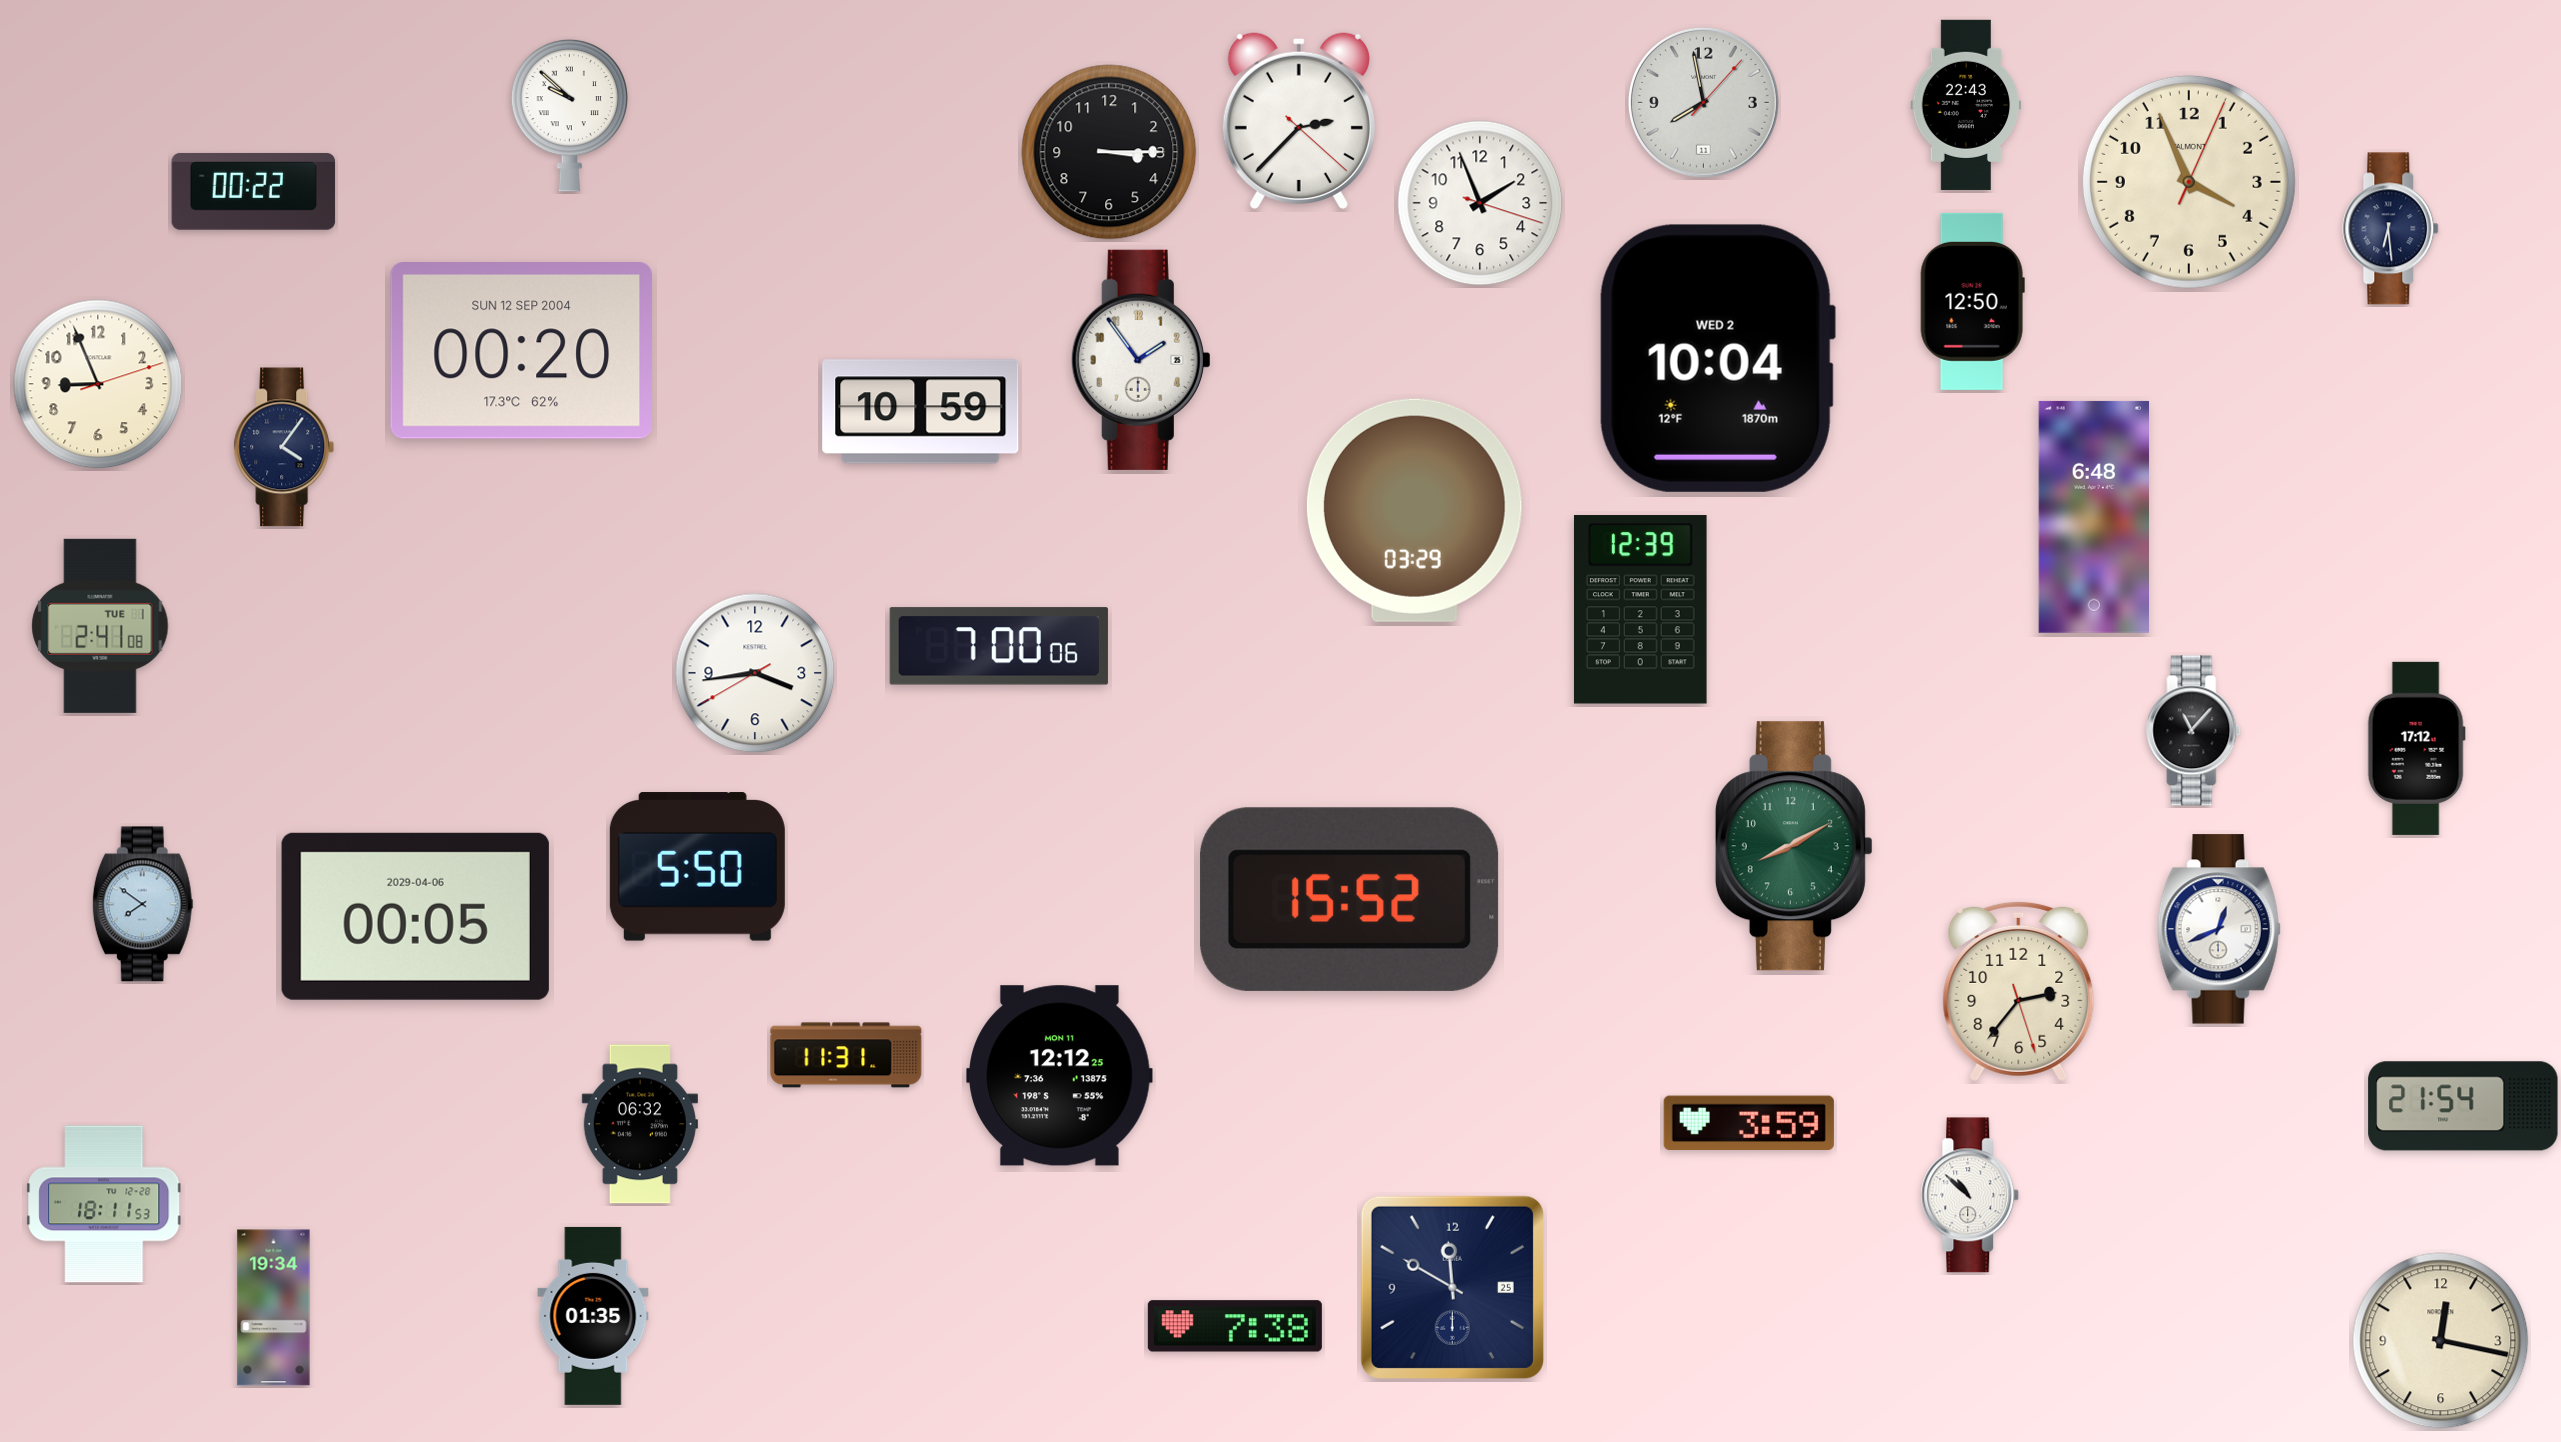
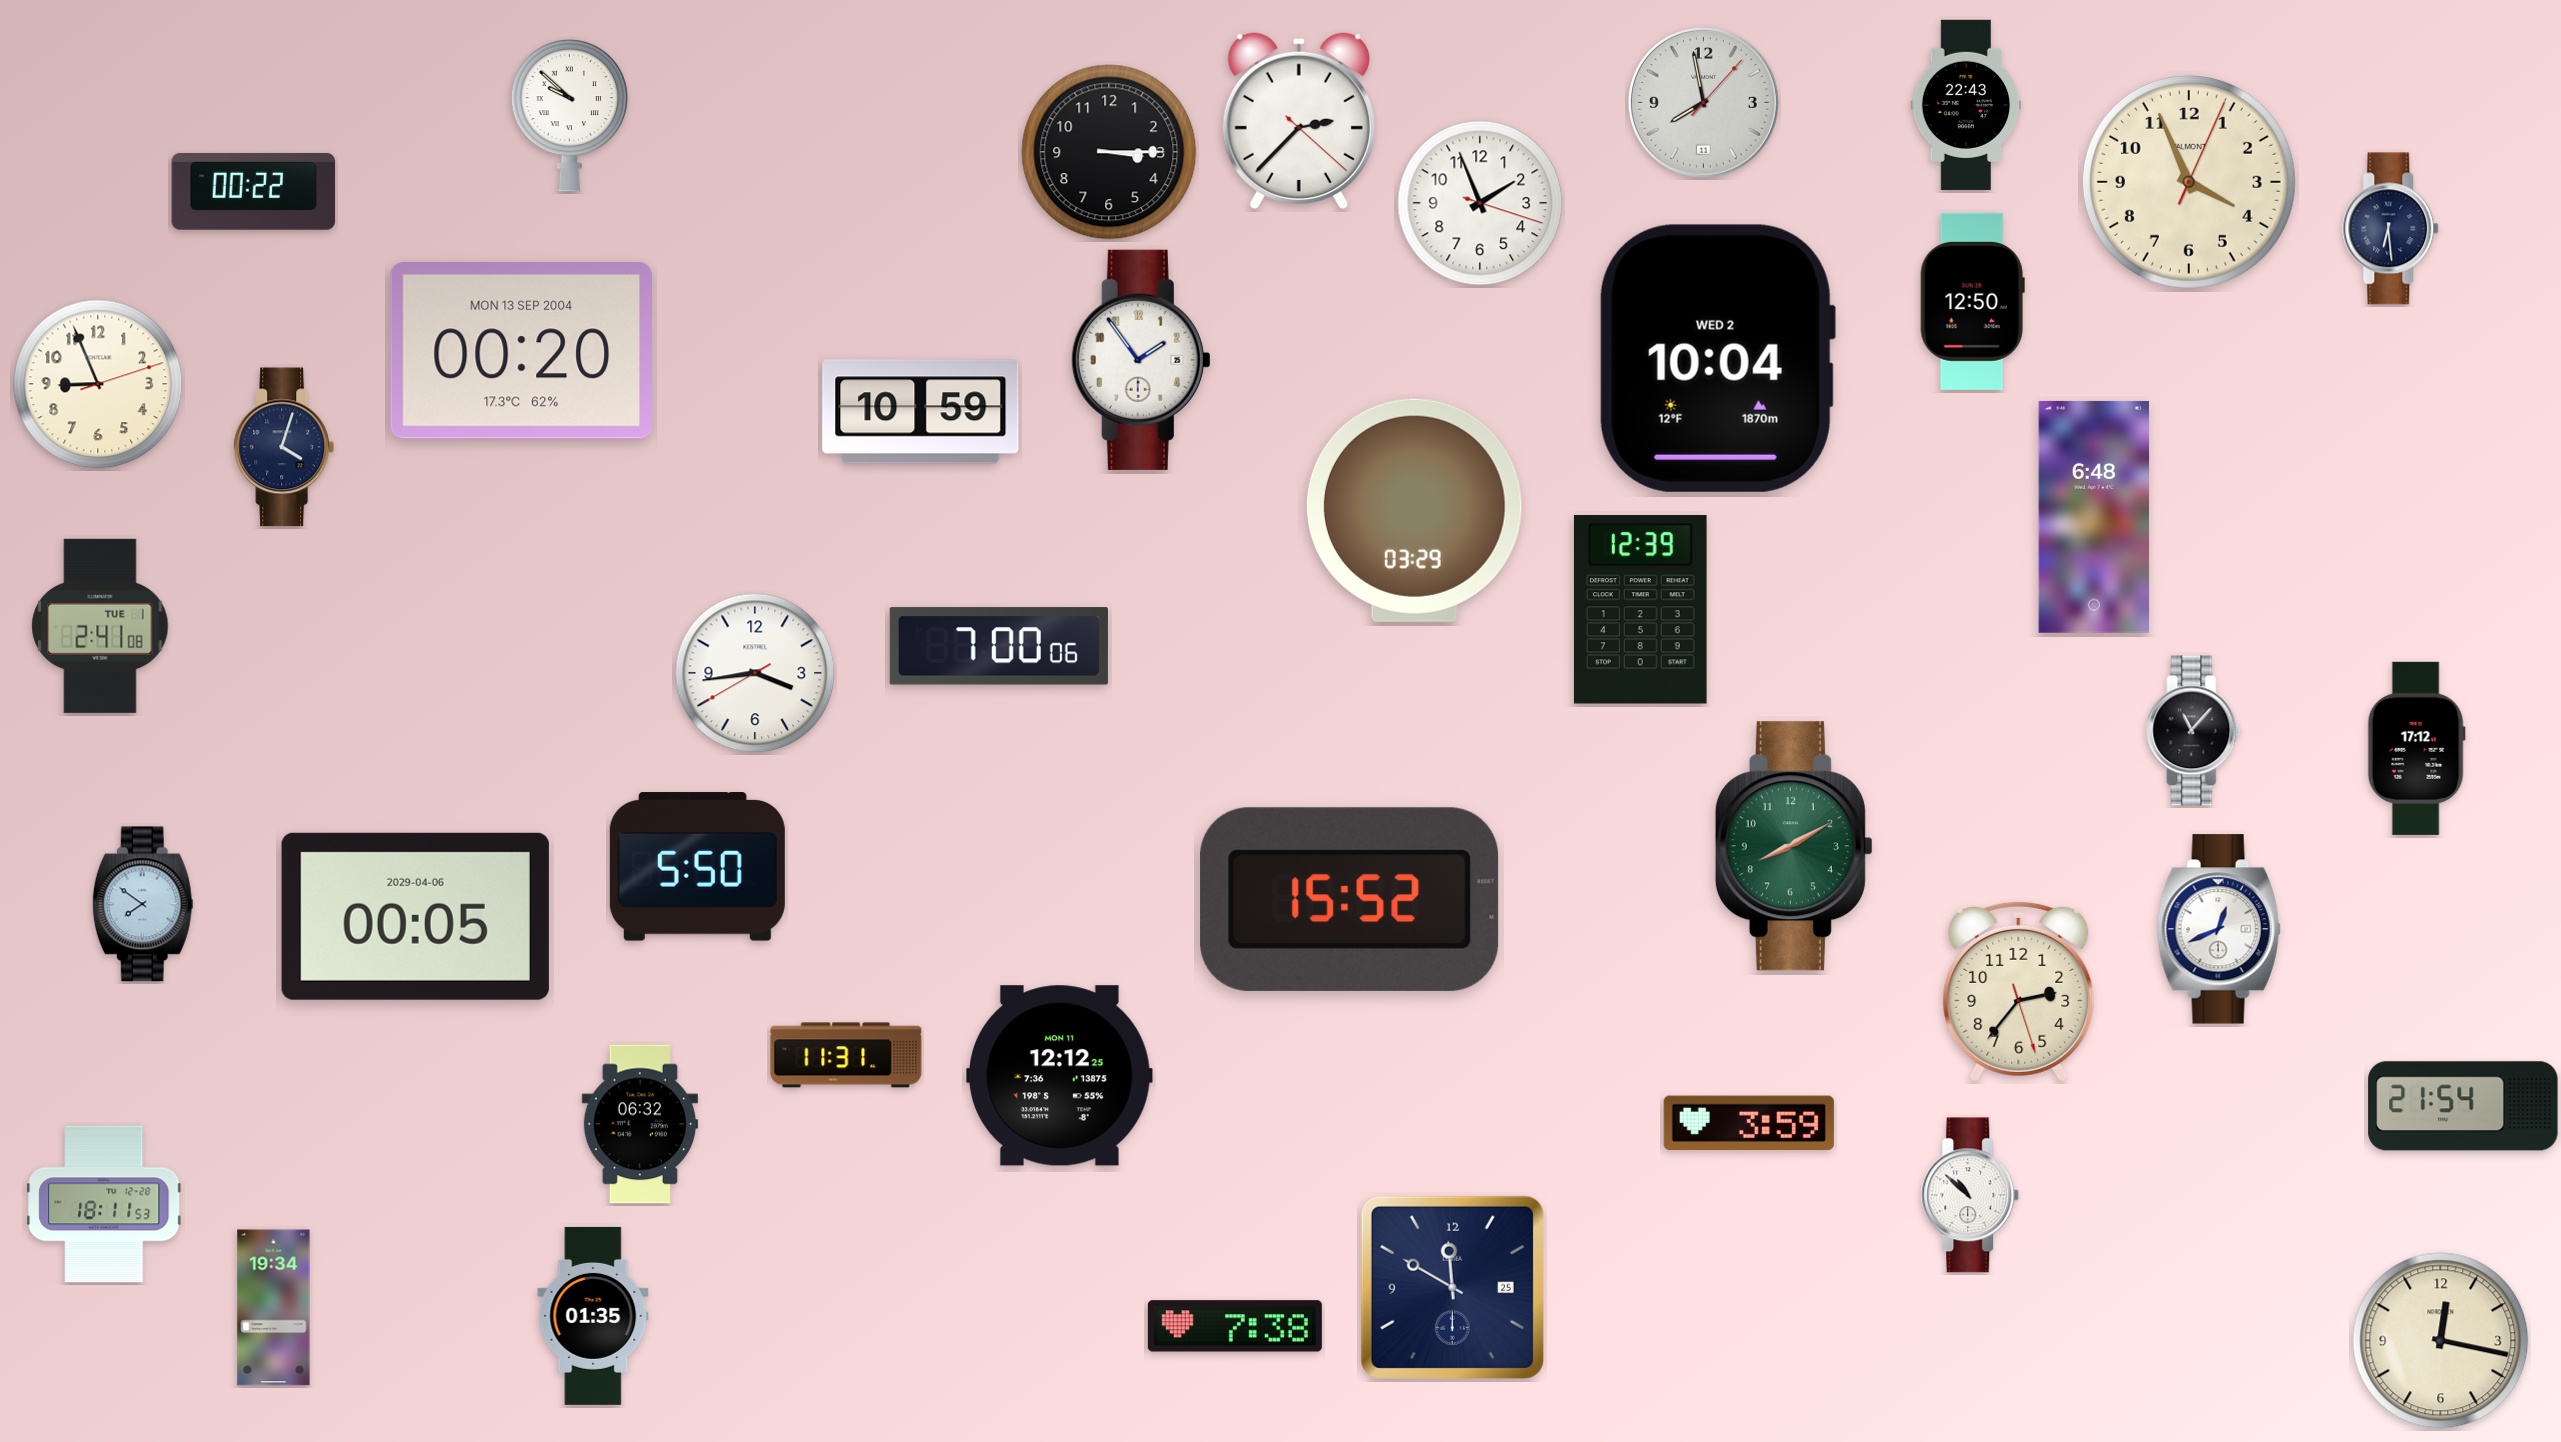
clock at (521, 351) date: SUN 12 SEP 2004 -> MON 13 SEP 2004
clock at (284, 447): 4:06 -> 4:03
